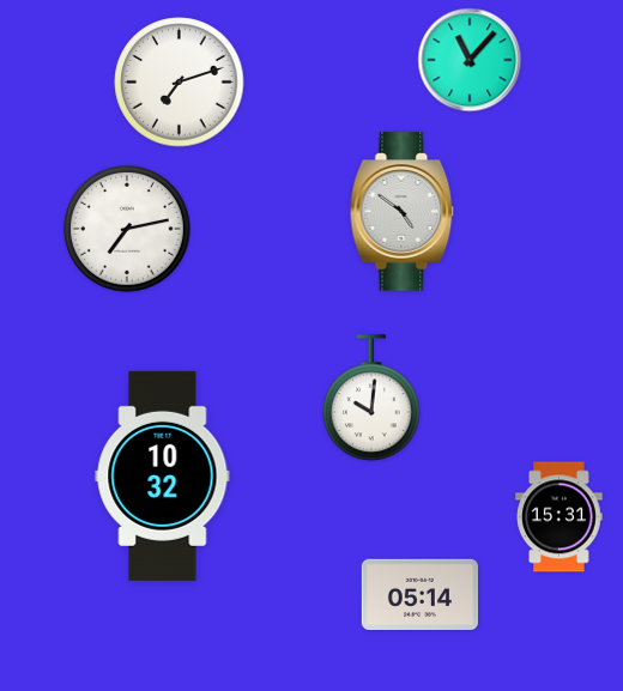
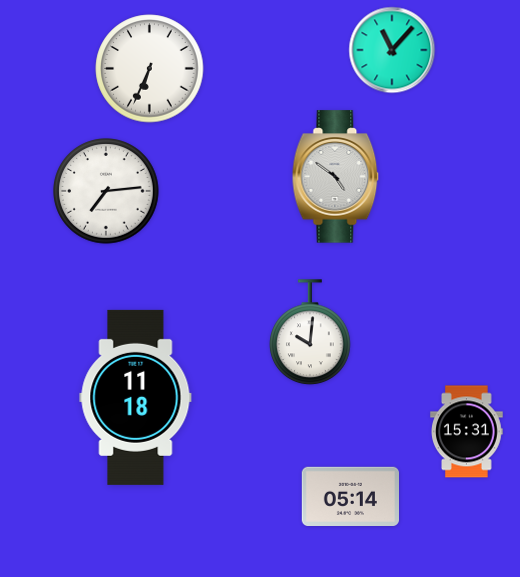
clock at (180, 83): 7:12 -> 6:34
clock at (127, 229): 7:13 -> 7:14
clock at (163, 475): 10:32 -> 11:18
